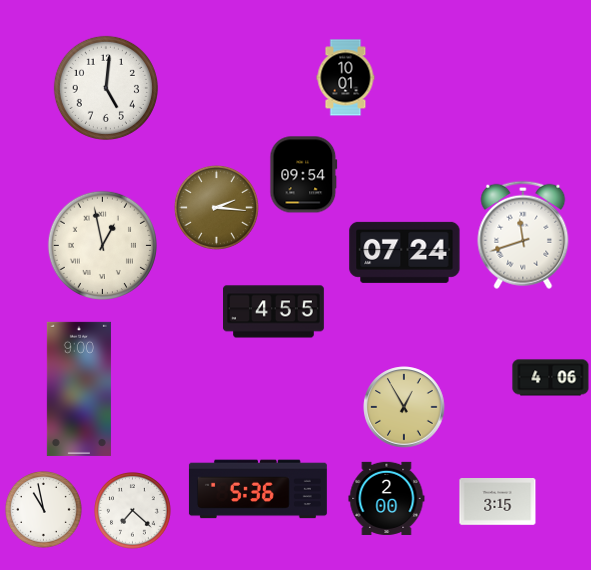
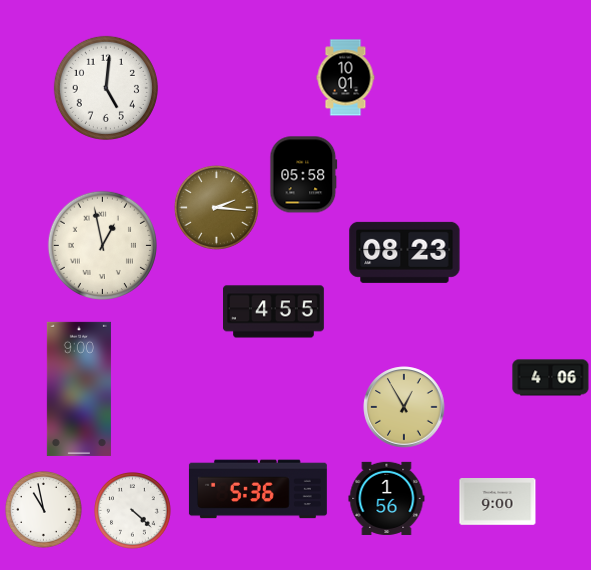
clock at (304, 175): 09:54 -> 05:58
clock at (523, 235): 11:42 -> none
clock at (405, 252): 07:24 -> 08:23
clock at (387, 498): 2:00 -> 1:56
clock at (498, 502): 3:15 -> 9:00
clock at (133, 511): 7:22 -> 4:22
